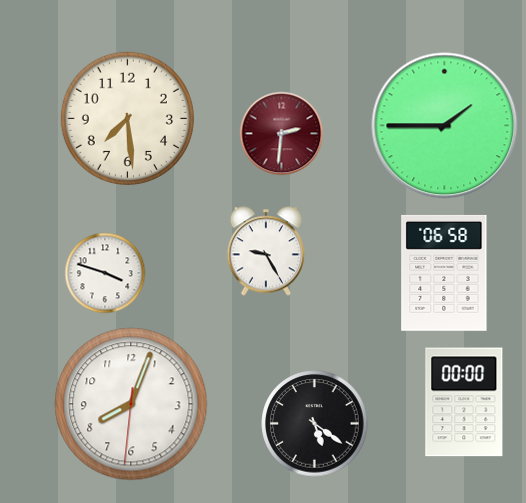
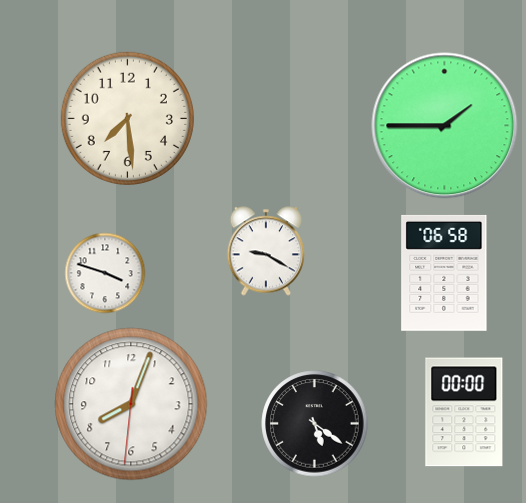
clock at (282, 134): 2:31 -> none
clock at (266, 251): 9:25 -> 9:20
clock at (464, 402) position: (464, 402) -> (464, 412)
